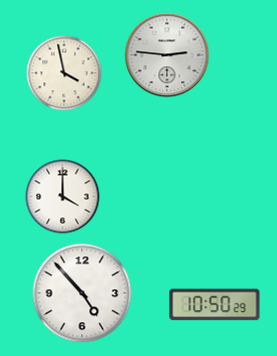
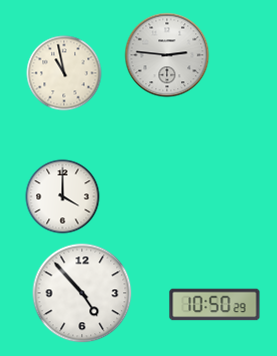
clock at (64, 73): 3:58 -> 10:58
